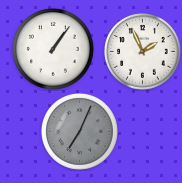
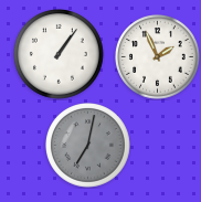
clock at (80, 132): 7:04 -> 7:02
